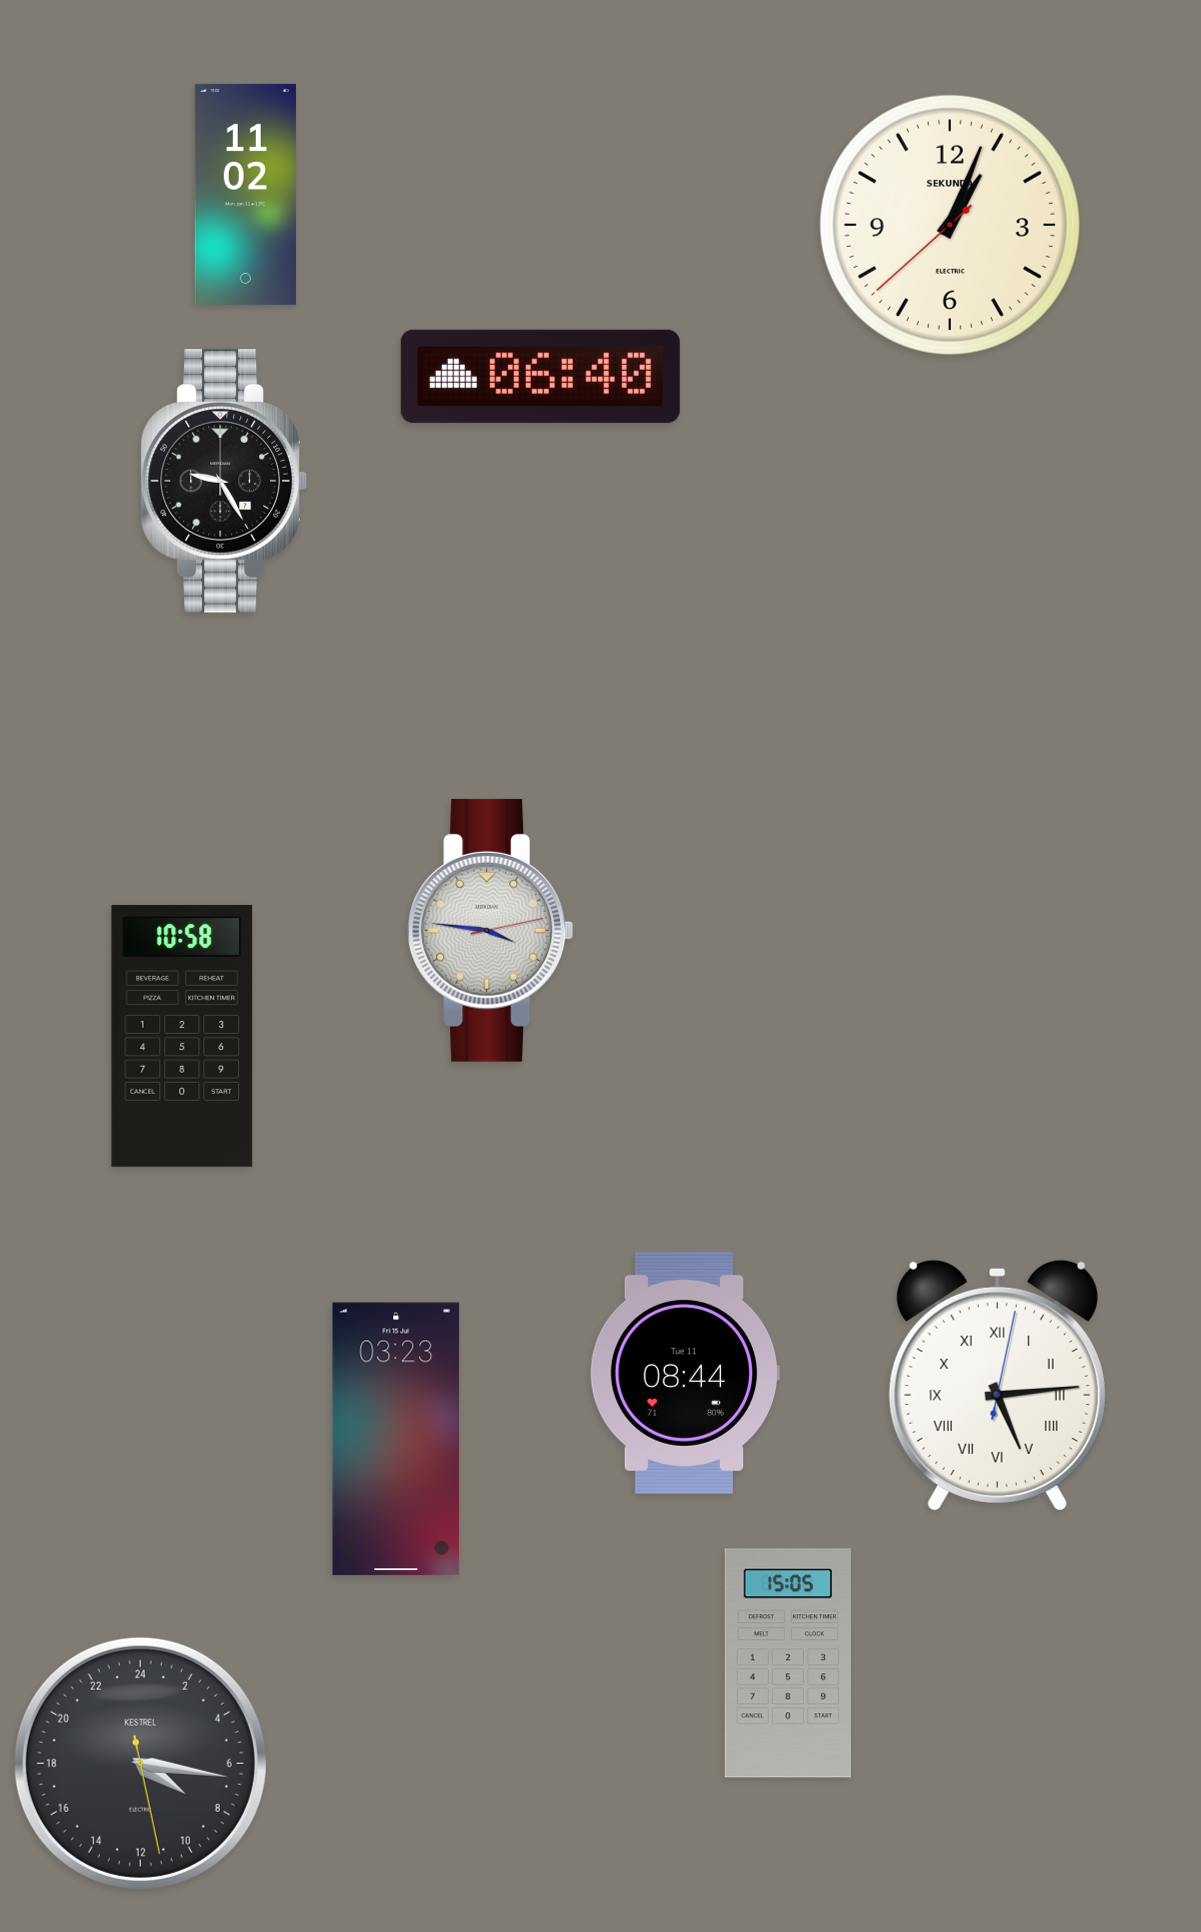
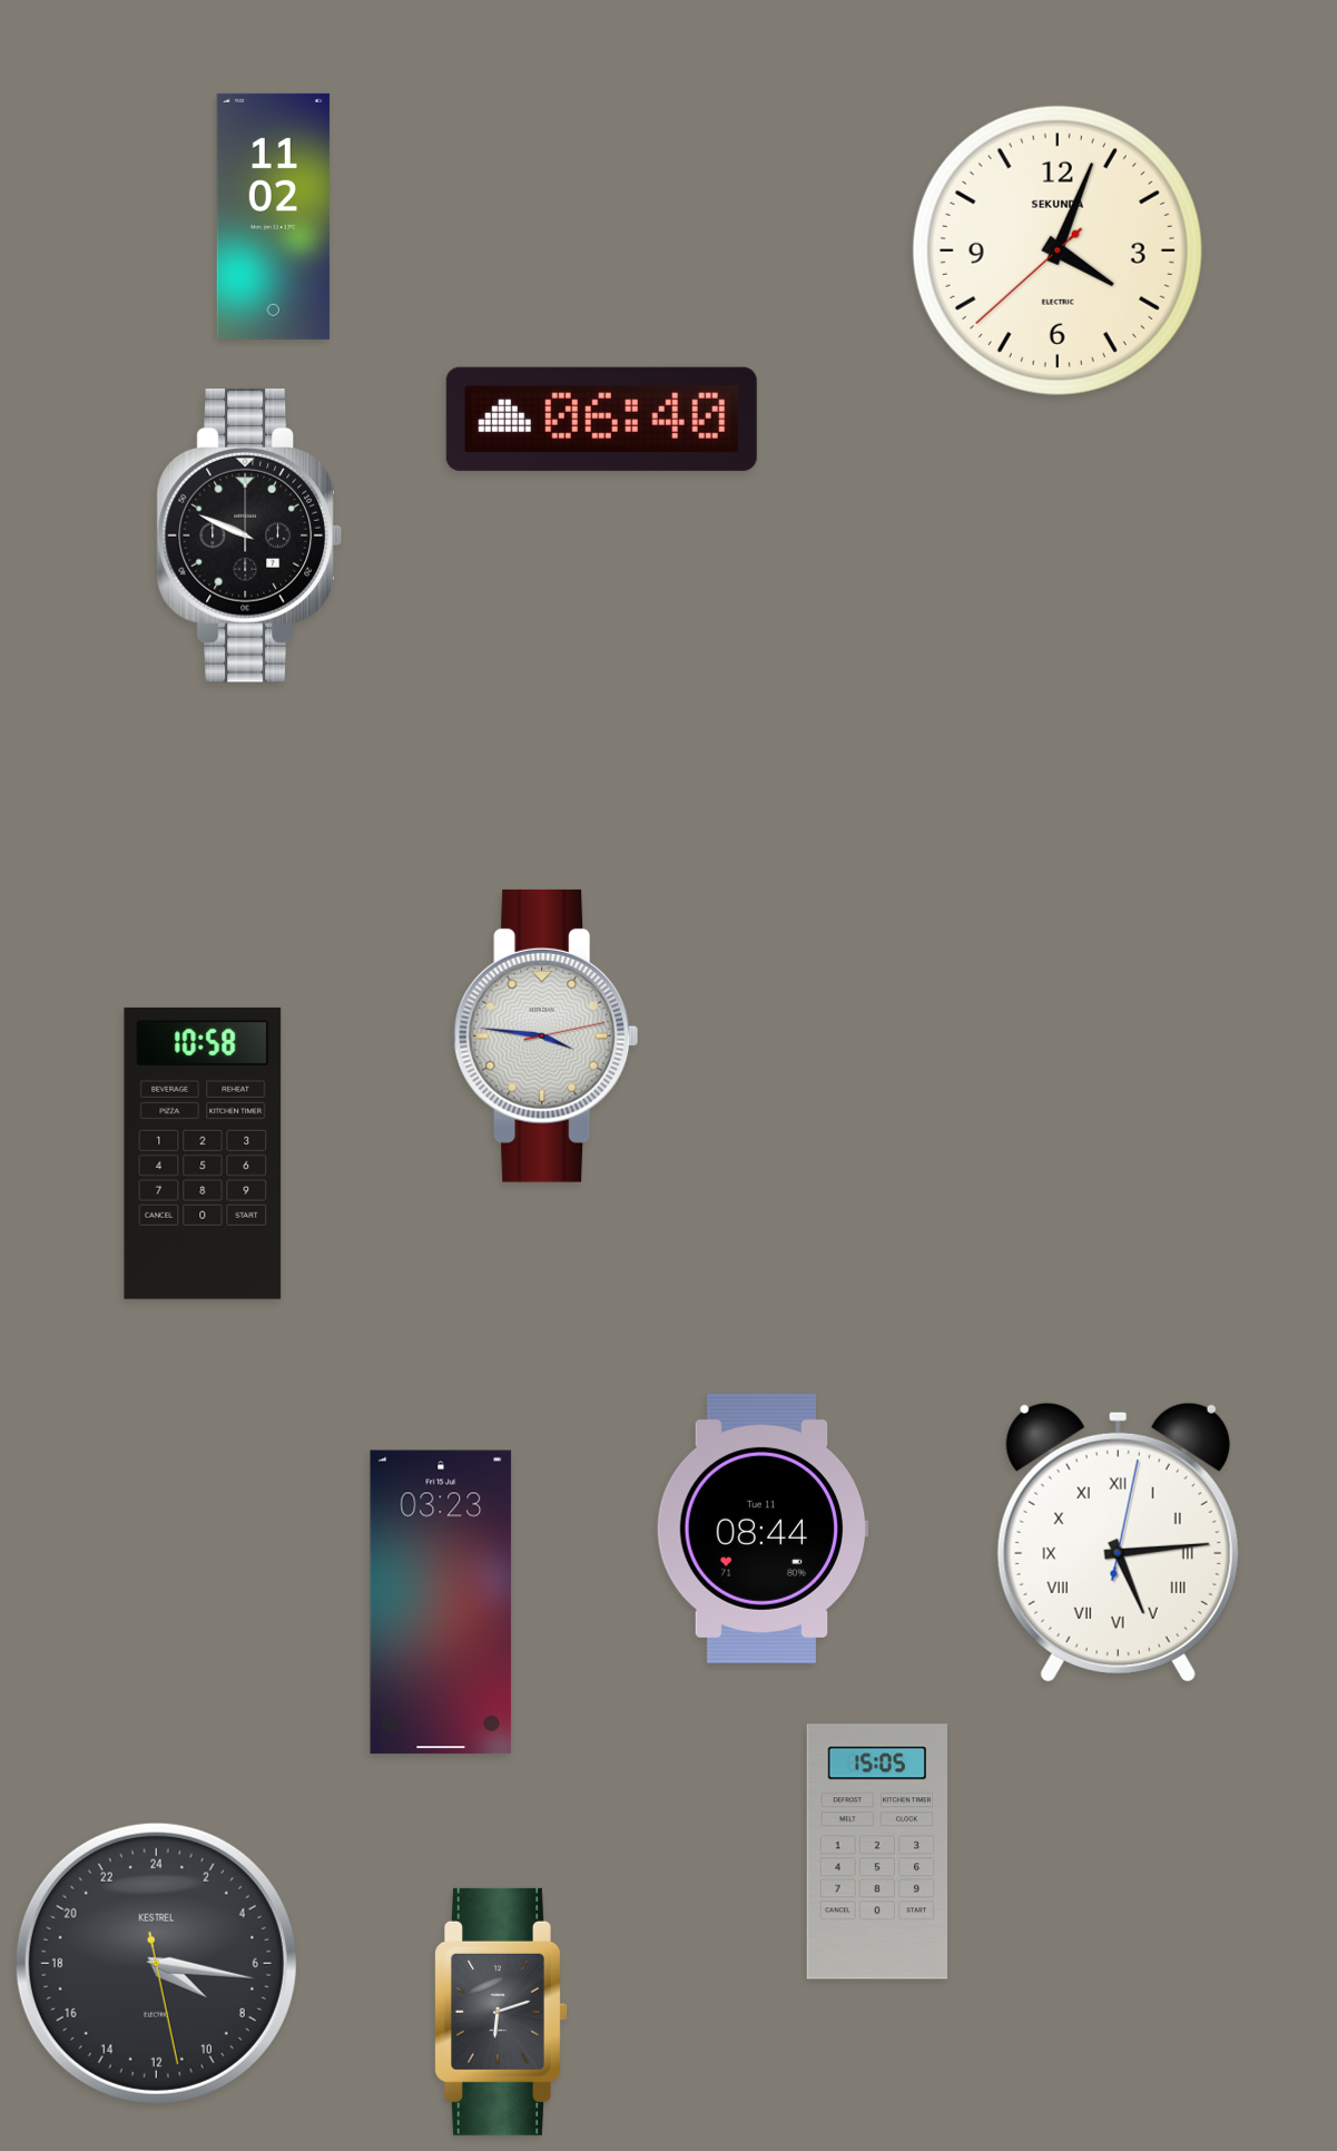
clock at (950, 225): 1:03 -> 4:03
clock at (223, 481): 9:25 -> 9:49
clock at (997, 1385) position: (997, 1385) -> (1118, 1542)
clock at (502, 2012): none -> 6:12
